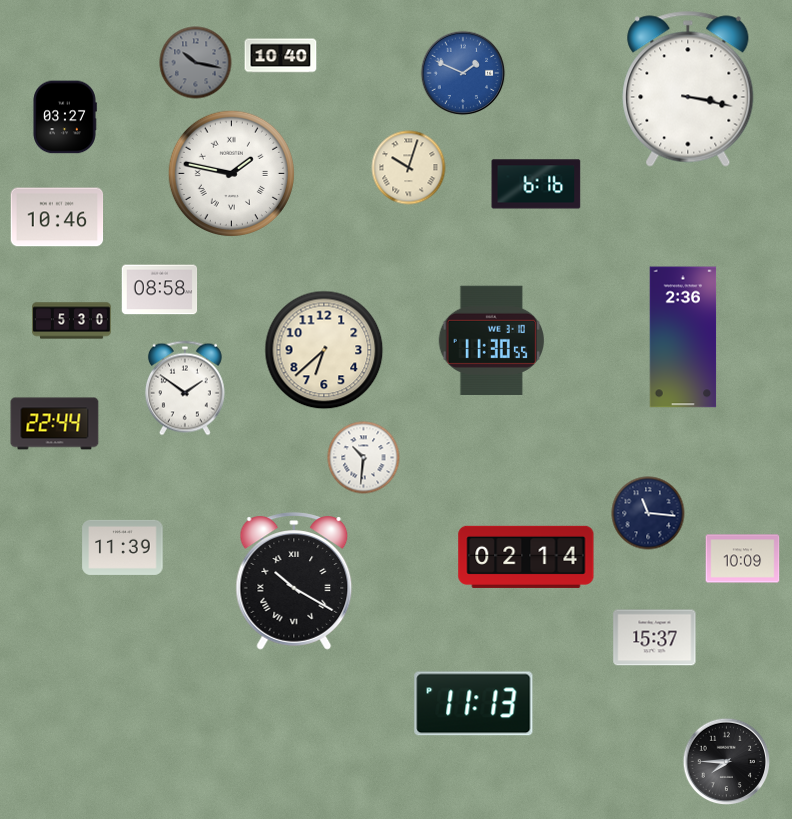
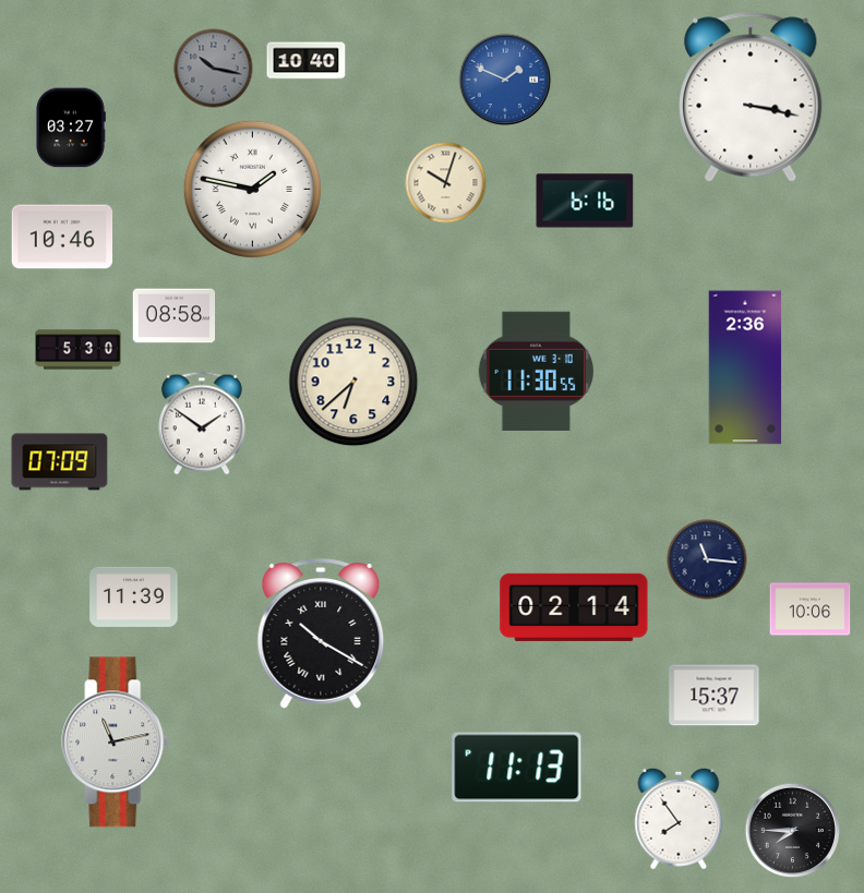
clock at (55, 424): 22:44 -> 07:09
clock at (364, 458): 10:31 -> none
clock at (743, 559): 10:09 -> 10:06
clock at (116, 743): none -> 11:13
clock at (679, 819): none -> 7:54
